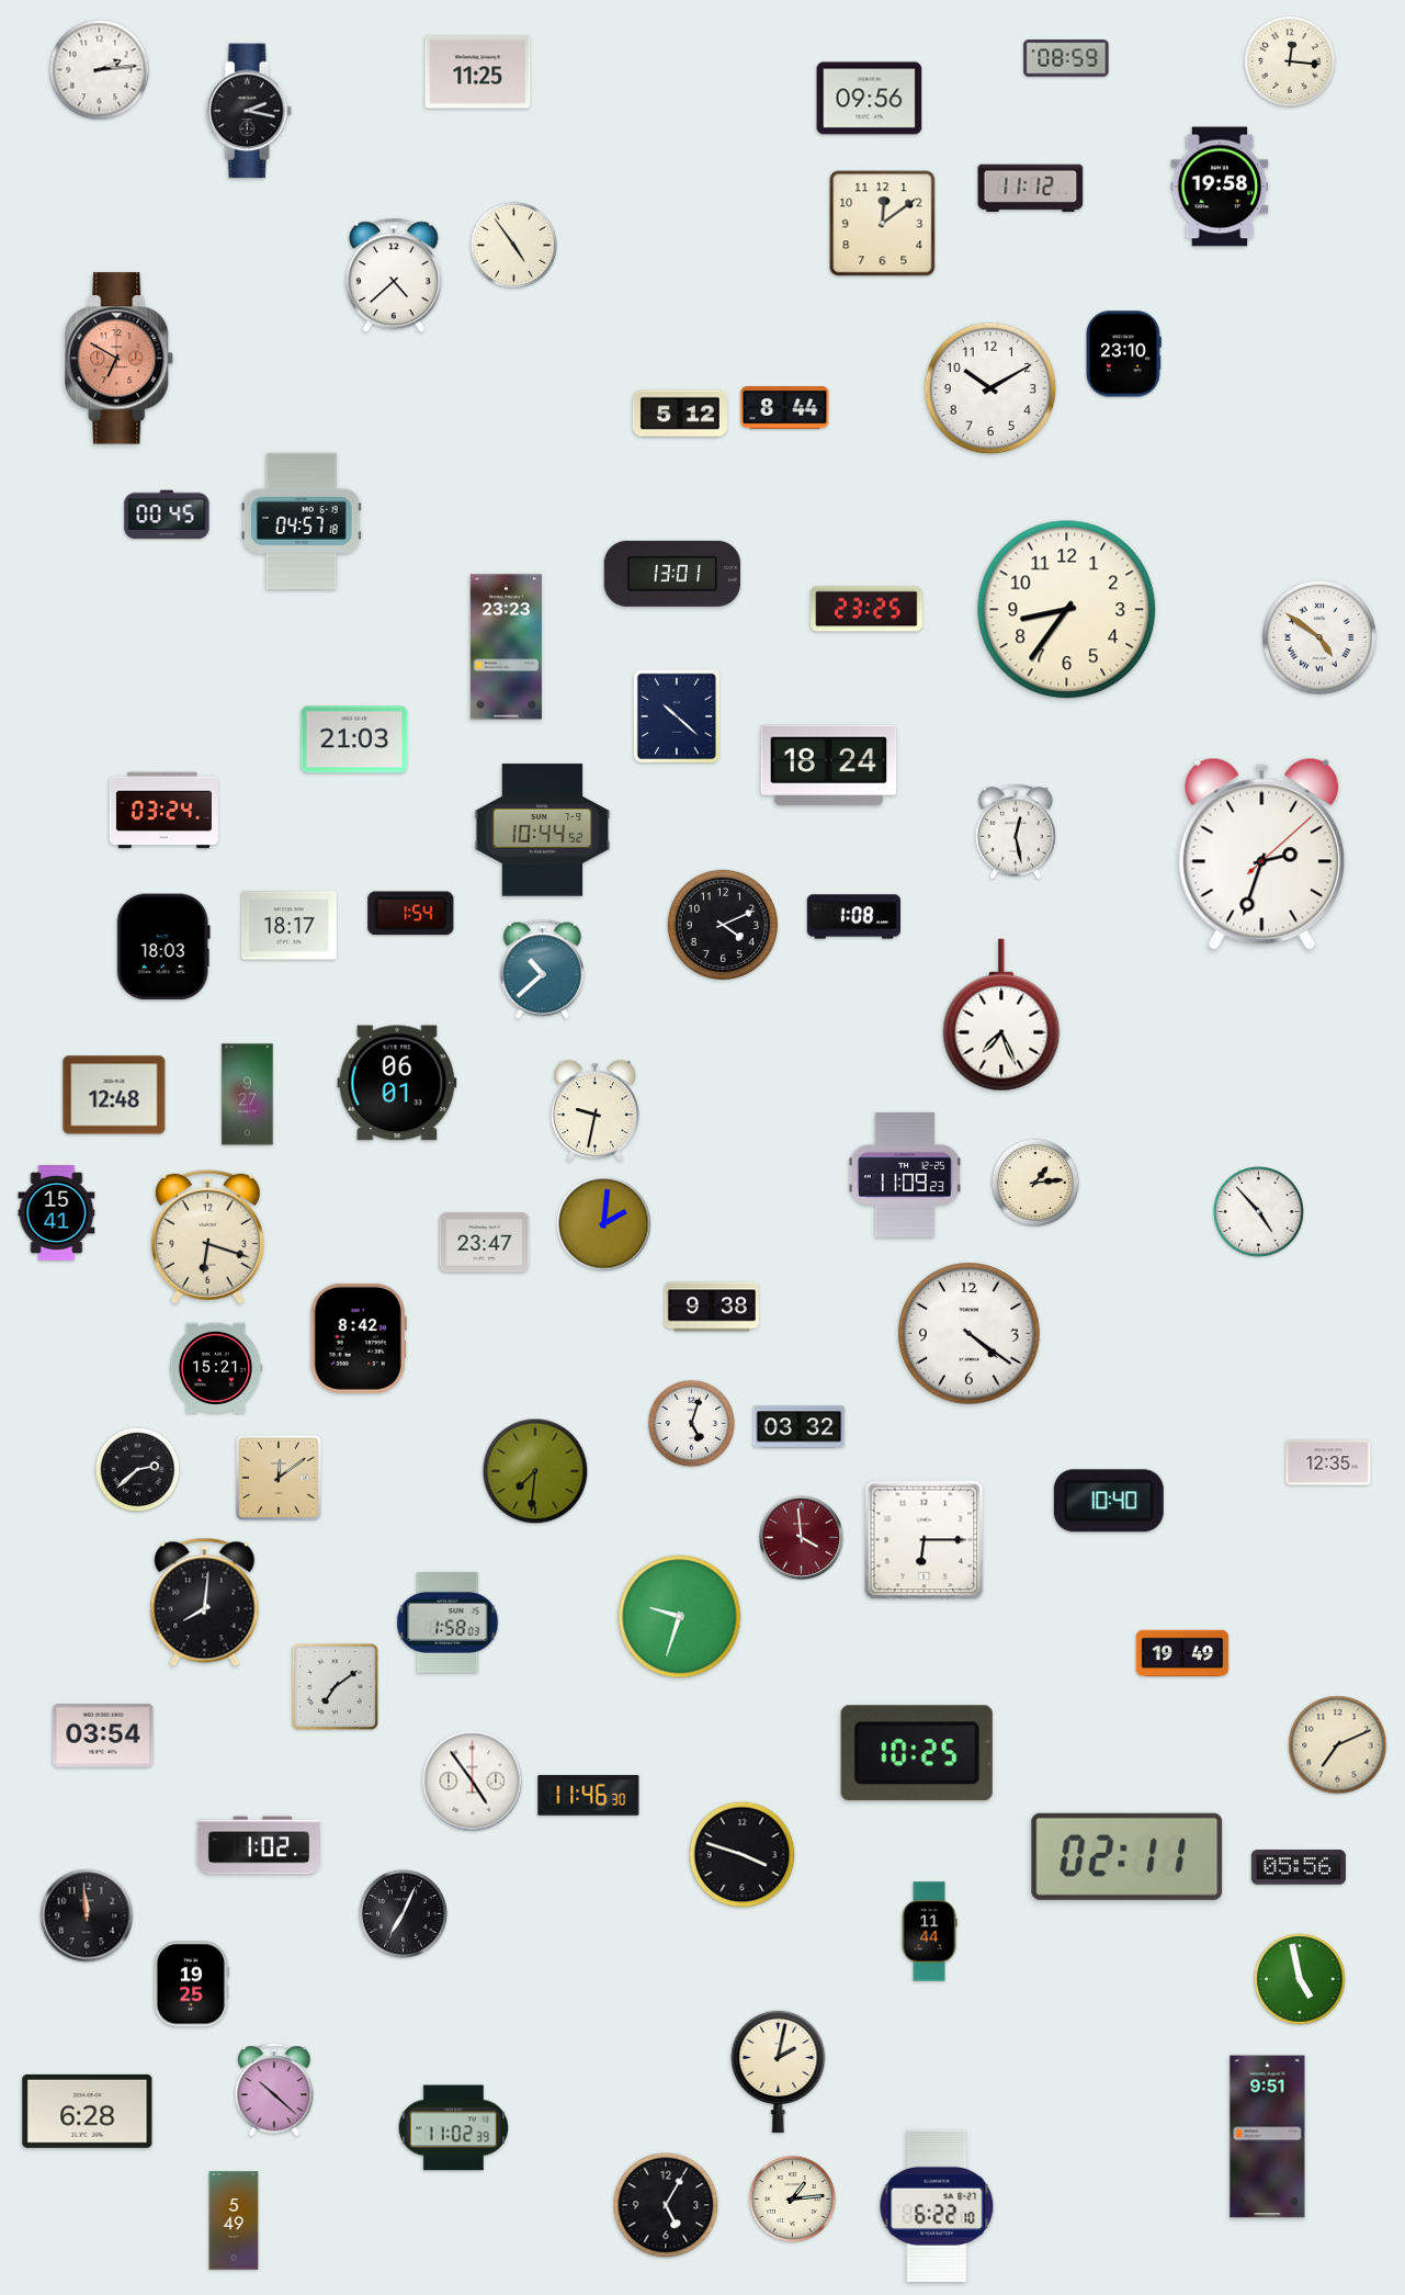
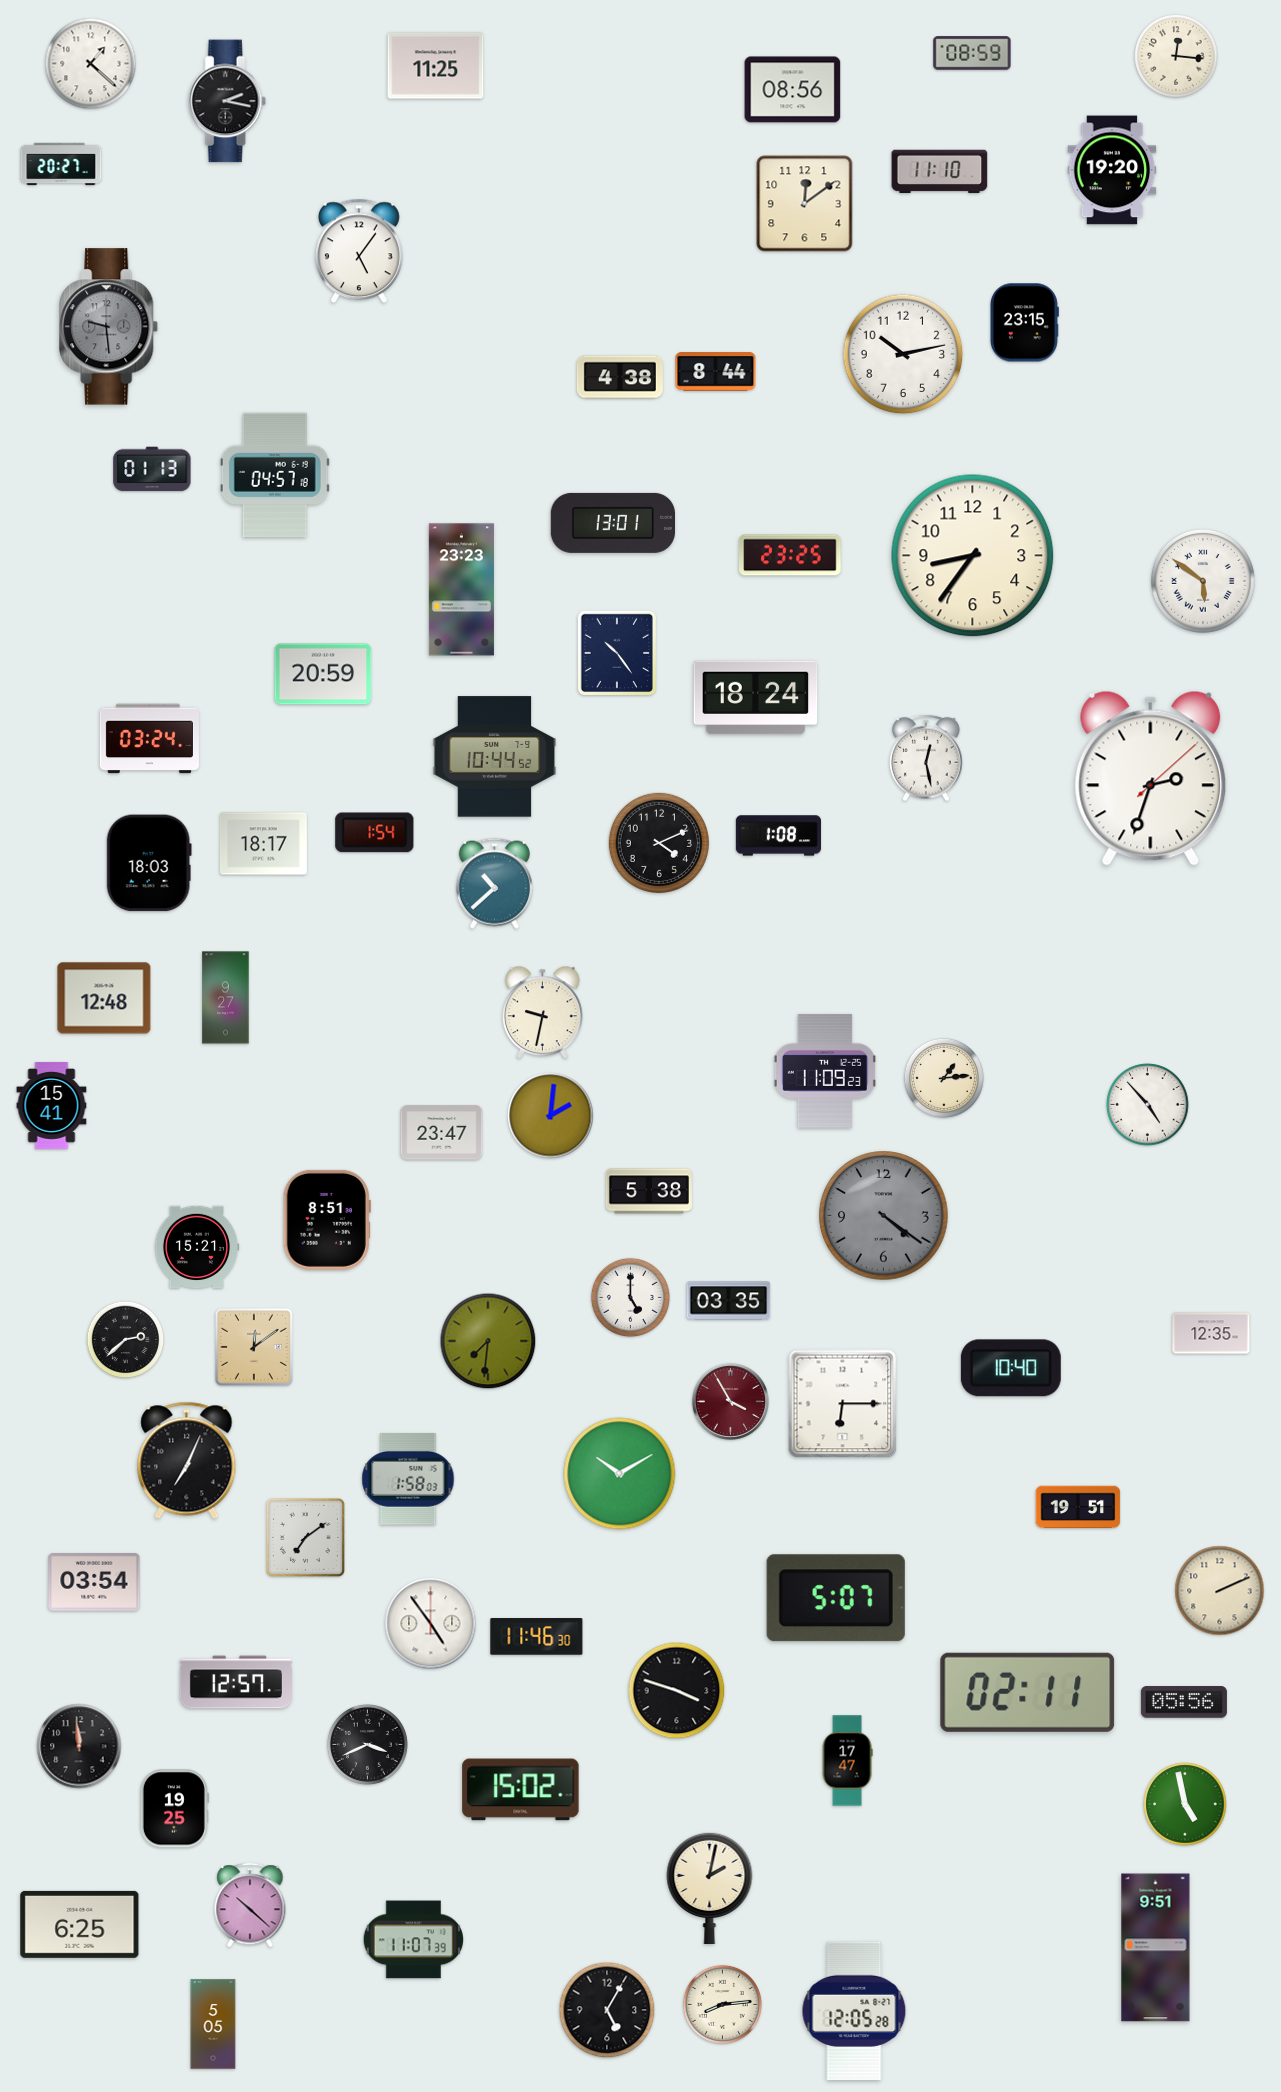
clock at (100, 70): 2:14 -> 1:22
clock at (870, 99): 09:56 -> 08:56
clock at (61, 164): none -> 20:27
clock at (1220, 186): 19:58 -> 19:20
clock at (1031, 189): 11:12 -> 11:10
clock at (513, 245): 4:54 -> none
clock at (394, 275): 4:38 -> 5:06
clock at (1123, 354): 23:10 -> 23:15
clock at (120, 359): 6:50 -> 9:29
clock at (120, 359) dial: salmon -> grey
clock at (990, 388): 10:10 -> 10:13
clock at (680, 414): 5:12 -> 4:38
clock at (167, 515): 00:45 -> 01:13
clock at (1319, 637): 4:51 -> 5:51
clock at (676, 715): 10:22 -> 10:24
clock at (354, 739): 21:03 -> 20:59
clock at (1001, 1015): 7:26 -> none
clock at (397, 1083): 06:01 -> none
clock at (207, 1236): 6:18 -> none
clock at (712, 1307): 9:38 -> 5:38
clock at (970, 1334) dial: white -> grey
clock at (359, 1338): 8:42 -> 8:51
clock at (691, 1423): 5:03 -> 5:00
clock at (800, 1427): 03:32 -> 03:35
clock at (801, 1537): 3:59 -> 3:55
clock at (205, 1602): 8:01 -> 7:04
clock at (680, 1617): 9:33 -> 10:10
clock at (1182, 1653): 19:49 -> 19:51
clock at (1338, 1745): 7:11 -> 2:11
clock at (917, 1753): 10:25 -> 5:07
clock at (259, 1845): 1:02 -> 12:57
clock at (403, 1913): 7:04 -> 3:41
clock at (929, 1932): 11:44 -> 17:47
clock at (521, 1790): none -> 15:02
clock at (88, 2111): 6:28 -> 6:25
clock at (453, 2128): 11:02 -> 11:07
clock at (792, 2198): 1:14 -> 8:14
clock at (937, 2206): 6:22 -> 12:05
clock at (234, 2220): 5:49 -> 5:05
